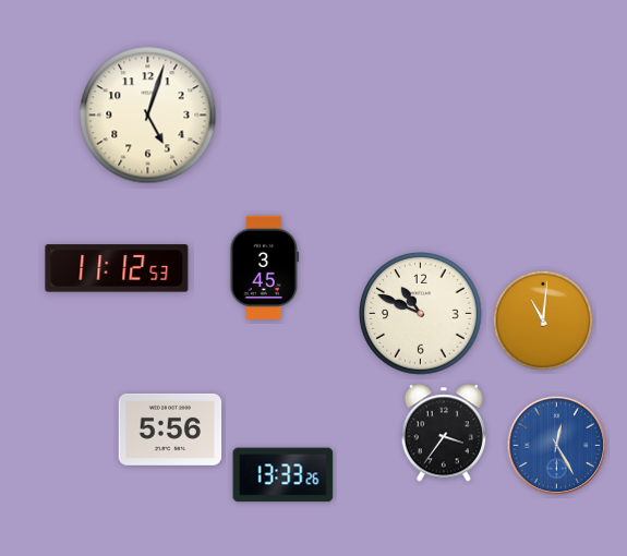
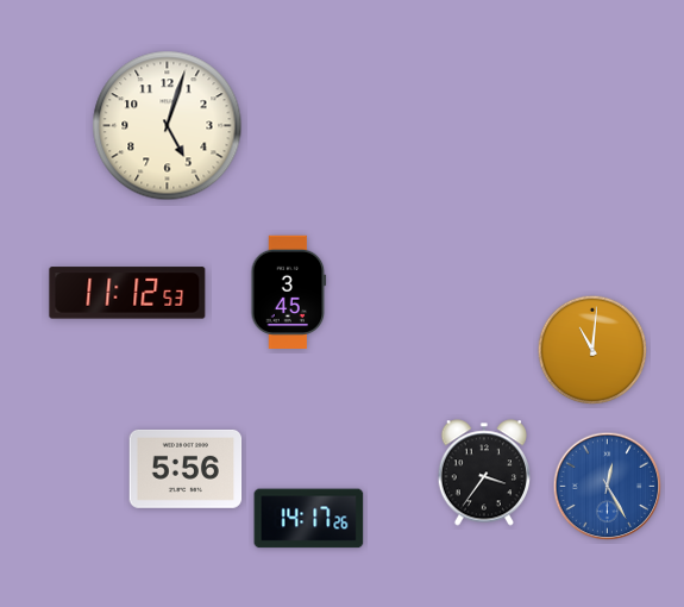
clock at (148, 116) position: (148, 116) -> (168, 126)
clock at (421, 314): 10:49 -> none
clock at (284, 475): 13:33 -> 14:17
